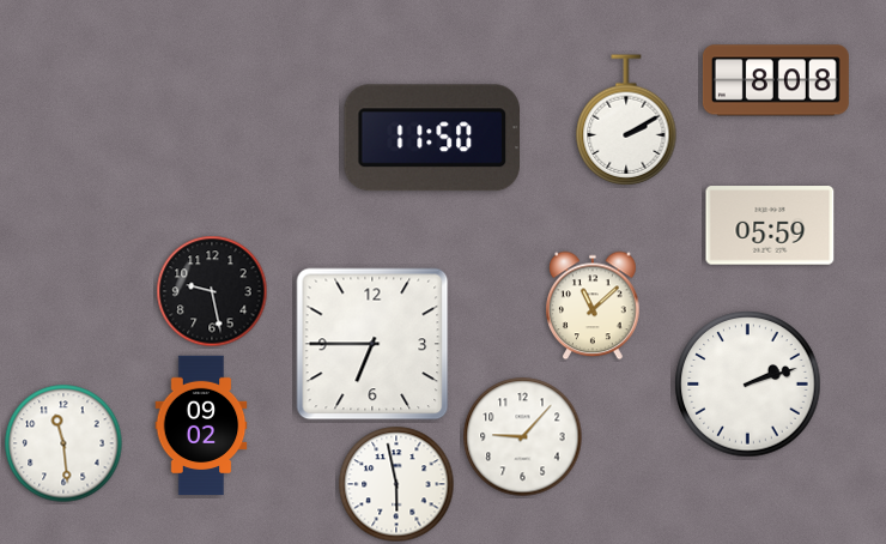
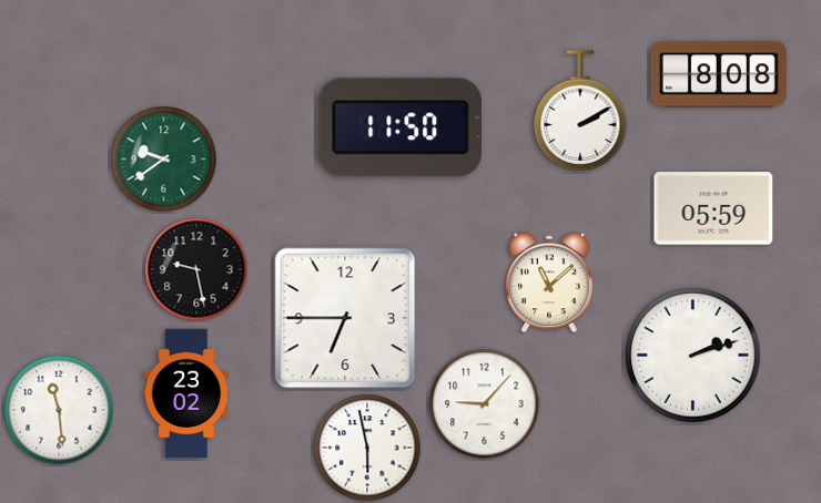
clock at (164, 160): none -> 9:39
clock at (201, 425): 09:02 -> 23:02
